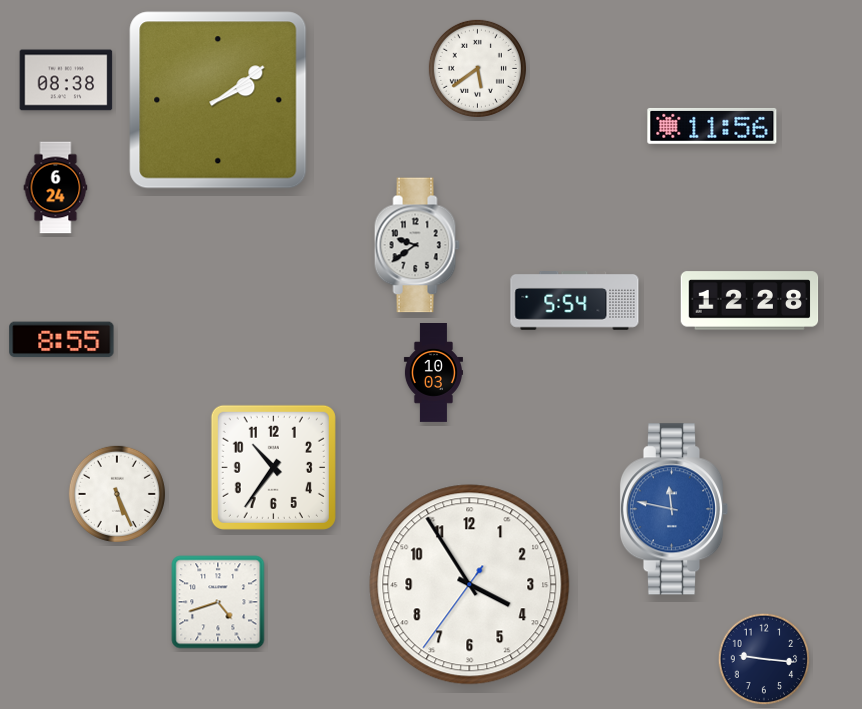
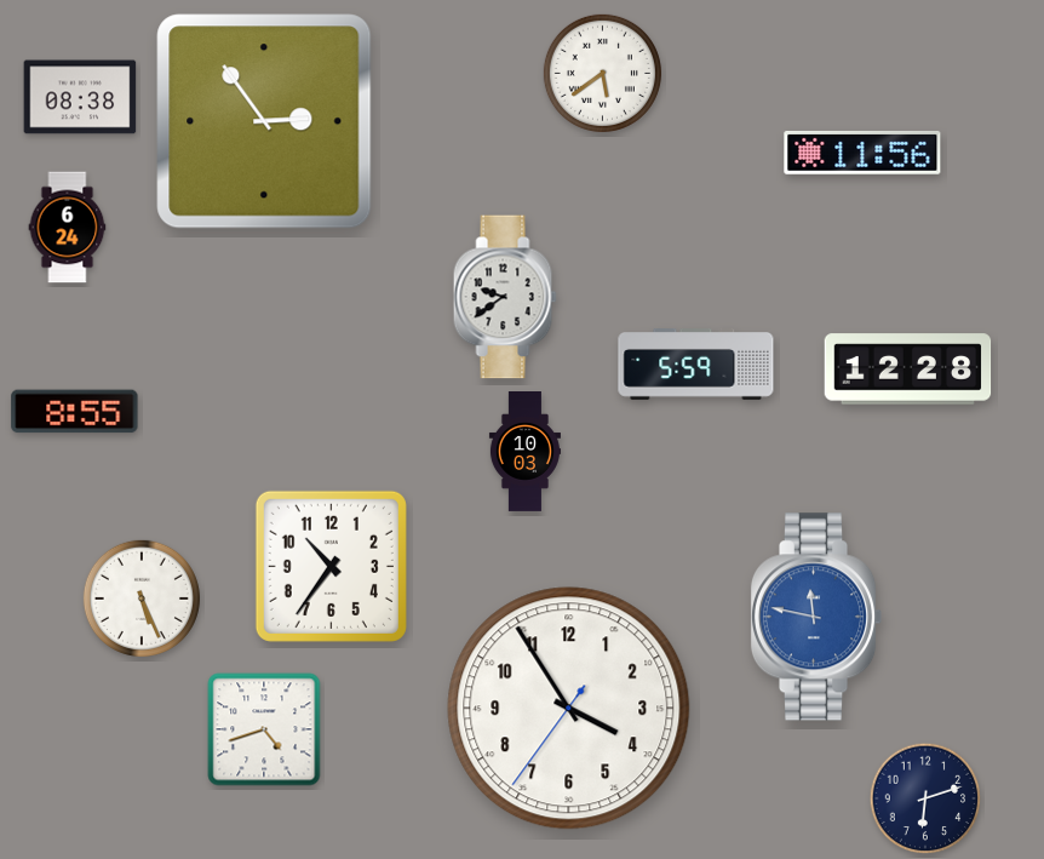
clock at (477, 68) position: (477, 68) -> (602, 73)
clock at (218, 100): 2:09 -> 2:54
clock at (575, 301): 5:54 -> 5:59
clock at (750, 301) position: (750, 301) -> (908, 370)
clock at (764, 659): 9:16 -> 6:12
